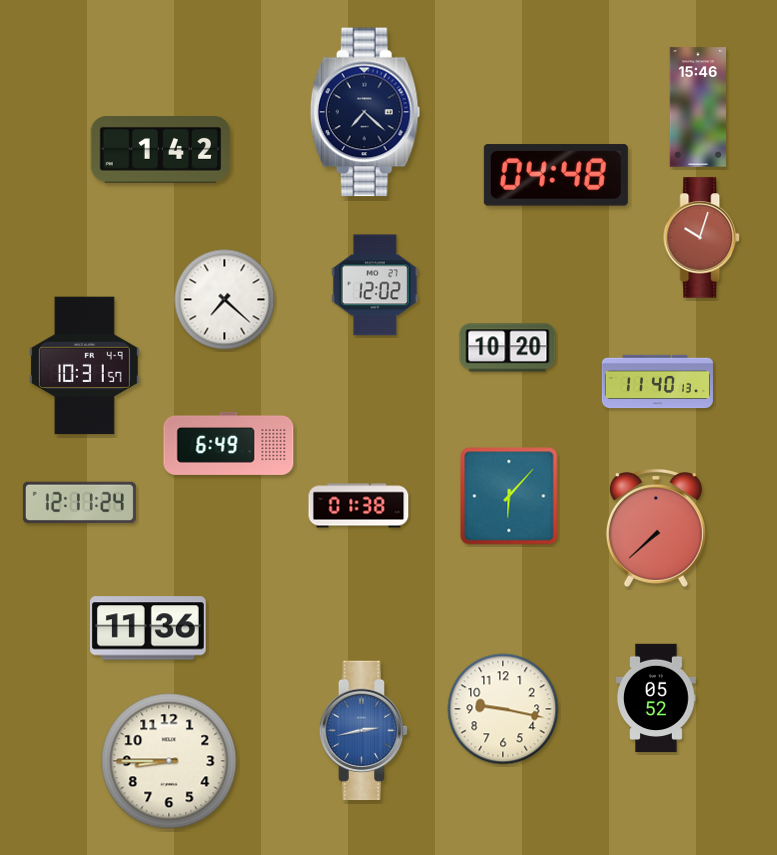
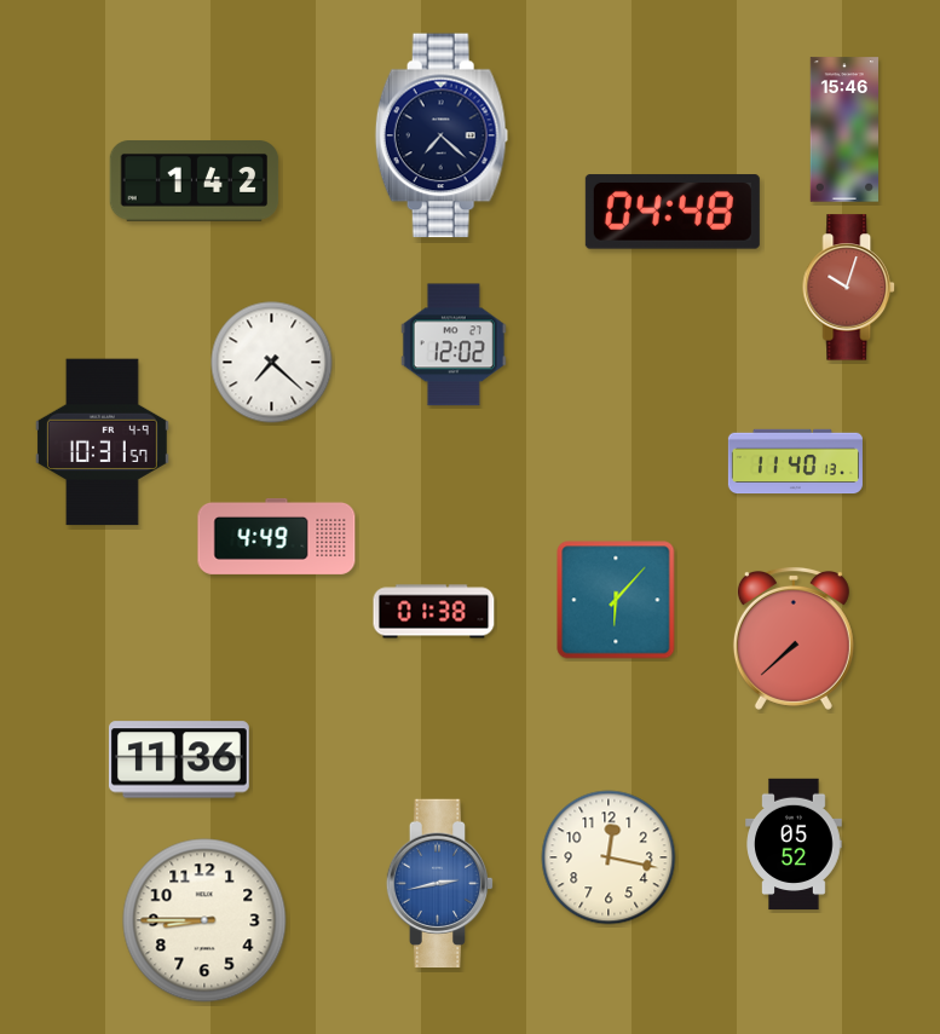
clock at (508, 348): 10:20 -> none
clock at (229, 443): 6:49 -> 4:49
clock at (79, 503): 12:11 -> none
clock at (503, 709): 9:17 -> 12:17
